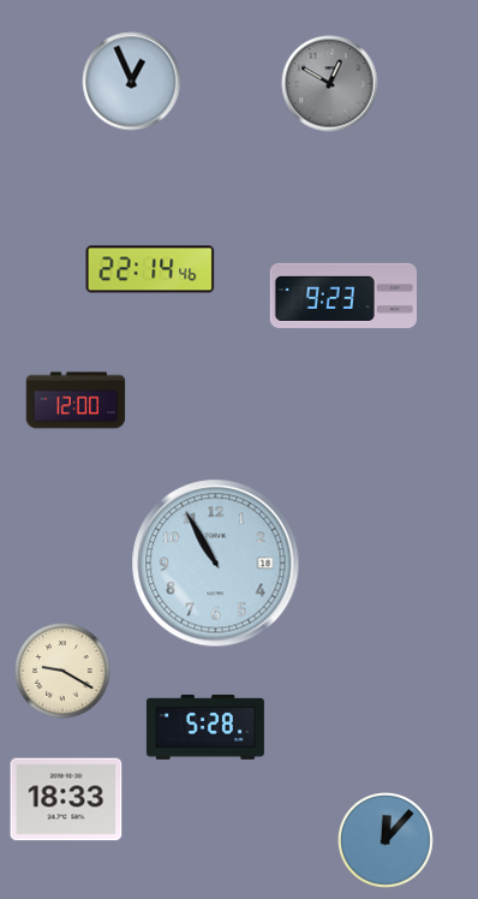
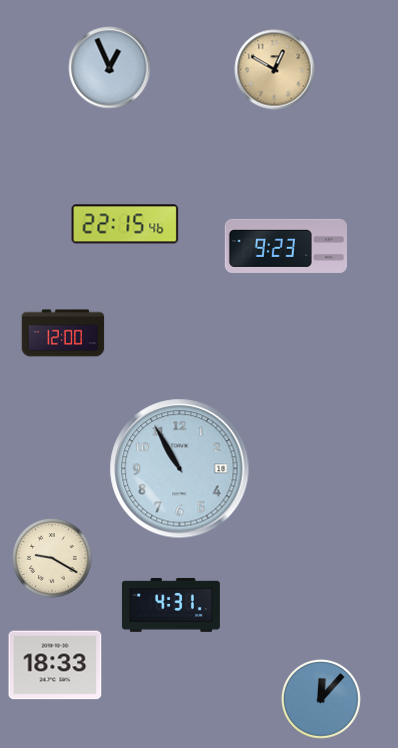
clock at (330, 84) dial: grey -> champagne
clock at (150, 269): 22:14 -> 22:15
clock at (205, 727): 5:28 -> 4:31
